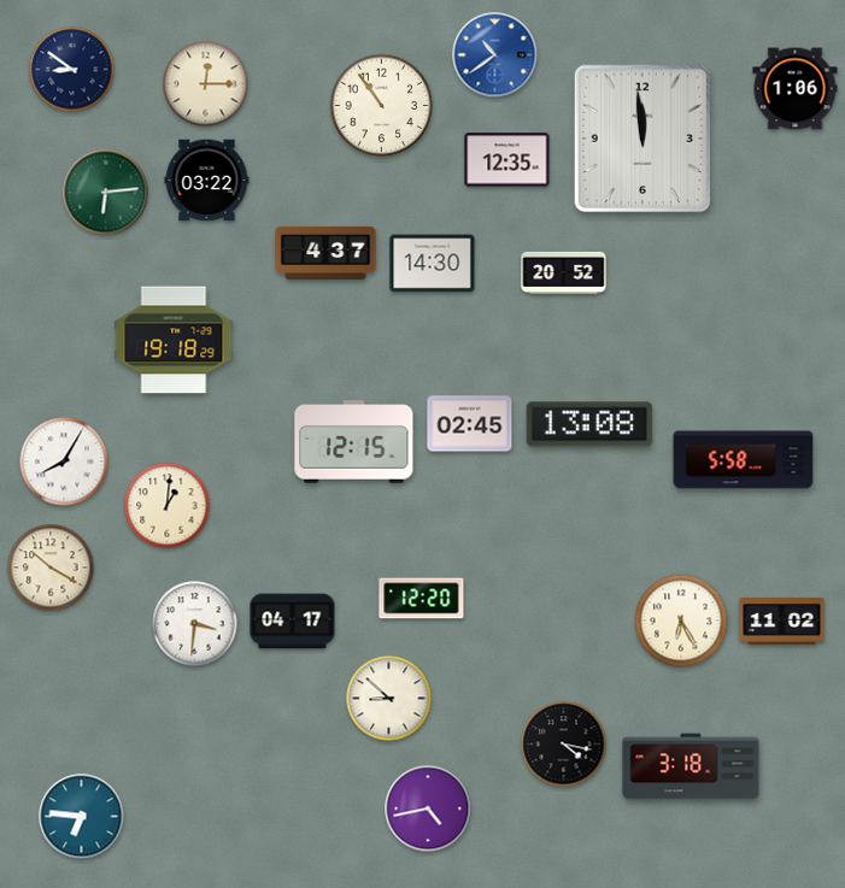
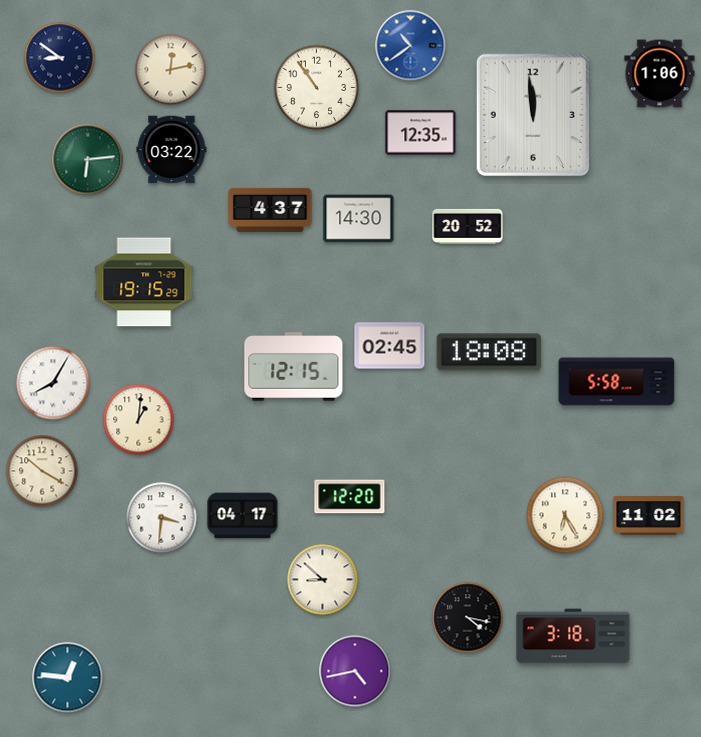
clock at (206, 84): 12:15 -> 12:13
clock at (174, 340): 19:18 -> 19:15
clock at (470, 424) position: (470, 424) -> (390, 346)
clock at (589, 424): 13:08 -> 18:08
clock at (82, 817): 6:46 -> 12:46
